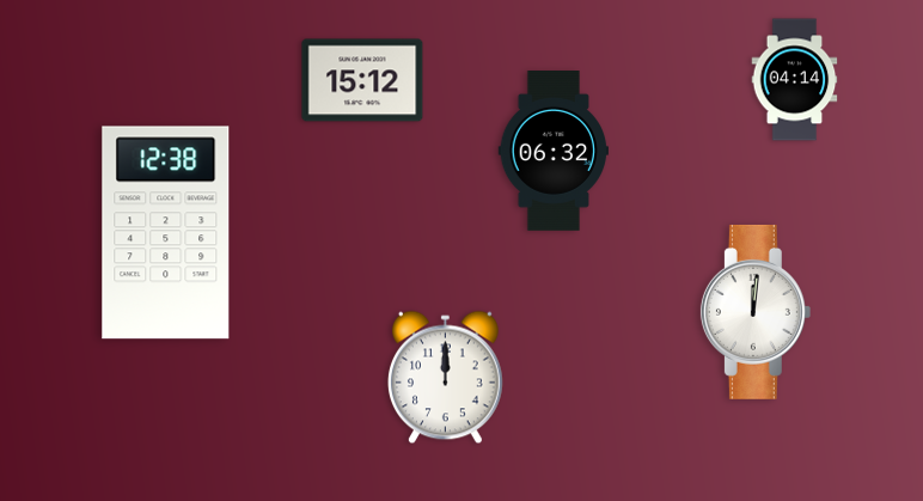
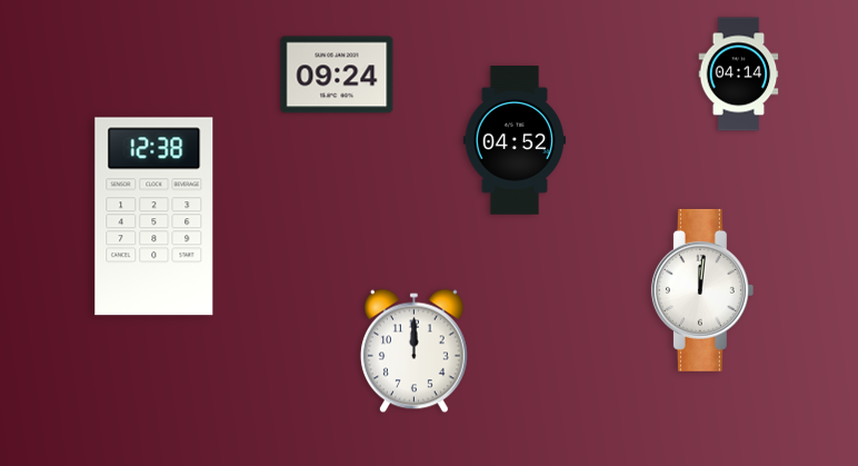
clock at (362, 80): 15:12 -> 09:24
clock at (552, 152): 06:32 -> 04:52
